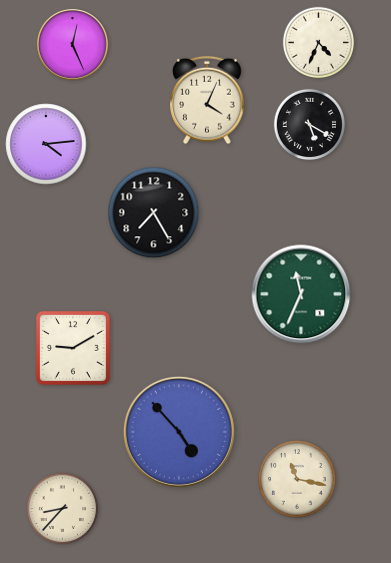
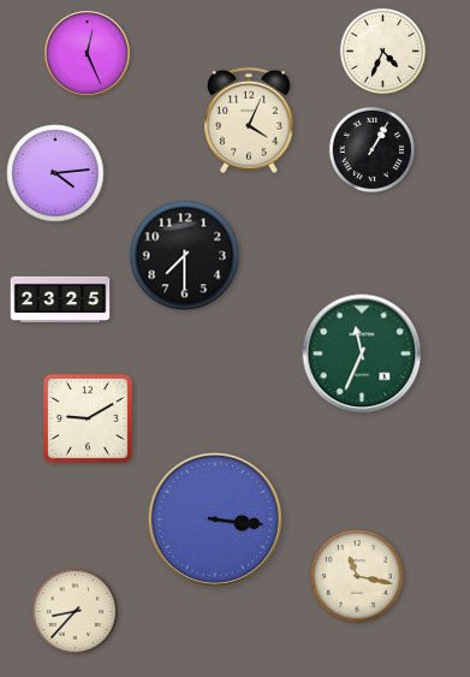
clock at (310, 125): 5:20 -> 1:05
clock at (154, 213): 7:25 -> 7:30
clock at (60, 299): none -> 23:25
clock at (179, 432): 4:53 -> 3:16
